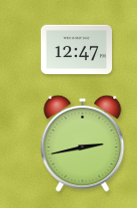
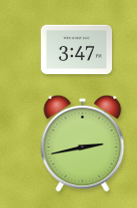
clock at (76, 50): 12:47 -> 3:47
